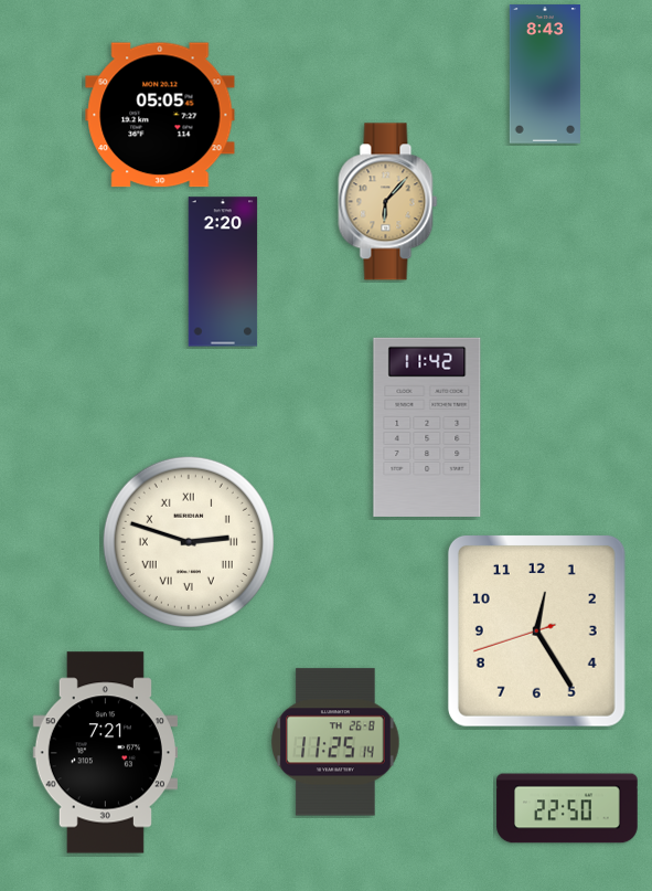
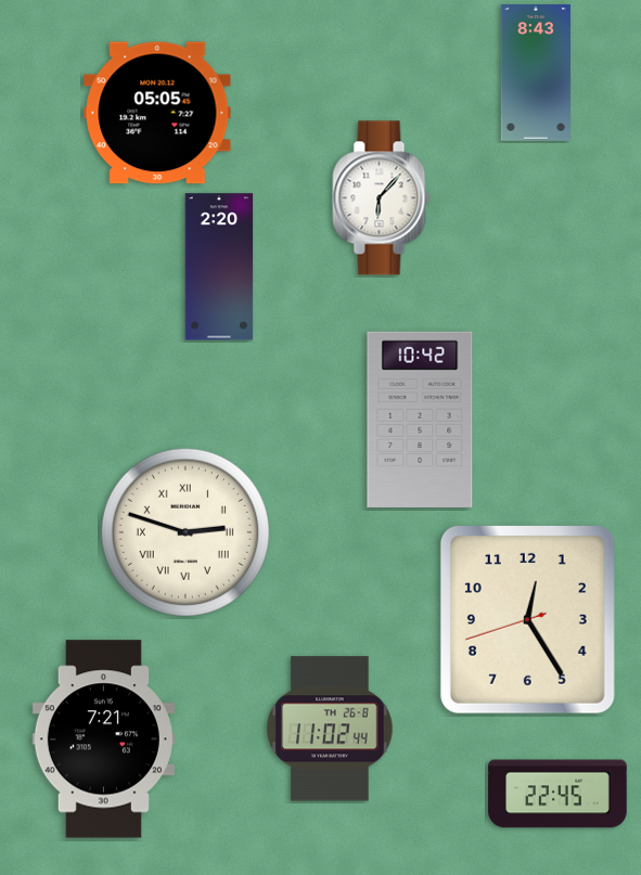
clock at (388, 202) dial: champagne -> white
clock at (427, 427): 11:42 -> 10:42
clock at (335, 742): 11:25 -> 11:02
clock at (567, 808): 22:50 -> 22:45
